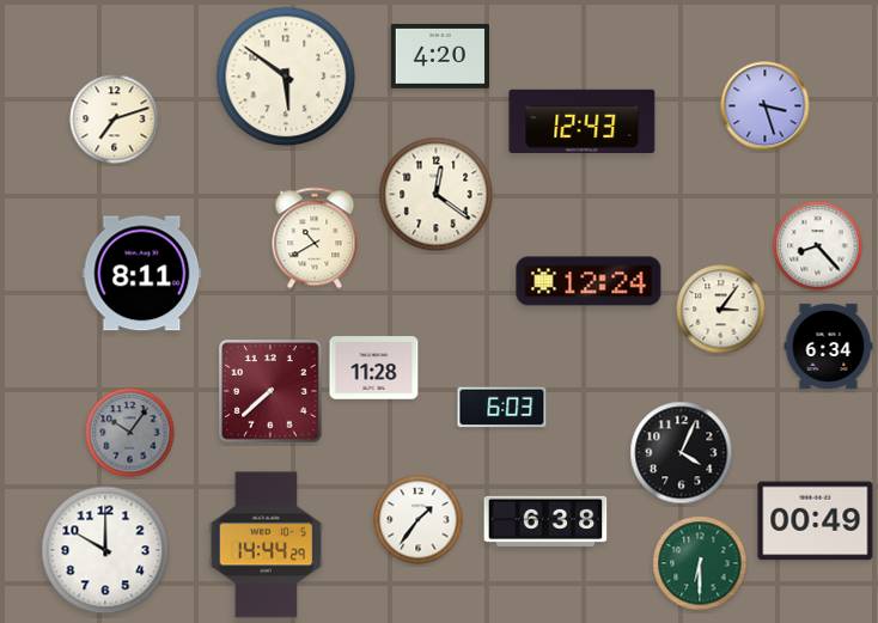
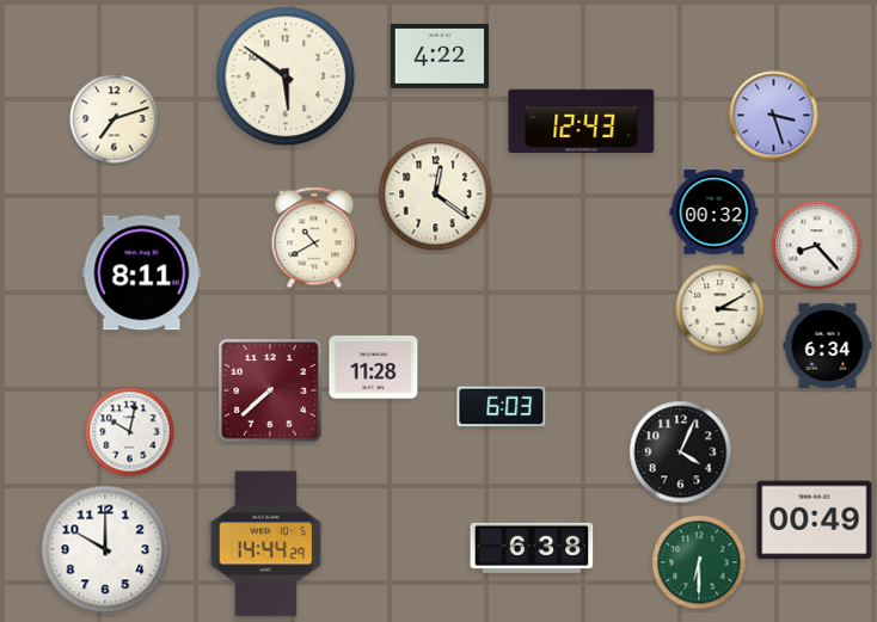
clock at (439, 56): 4:20 -> 4:22
clock at (766, 106) position: (766, 106) -> (774, 116)
clock at (715, 213): none -> 00:32
clock at (589, 281): 12:24 -> none
clock at (721, 310): 3:06 -> 3:10
clock at (130, 433): 10:06 -> 10:02
clock at (130, 433) dial: grey -> white
clock at (419, 520): 1:36 -> none
clock at (545, 521) position: (545, 521) -> (532, 548)
